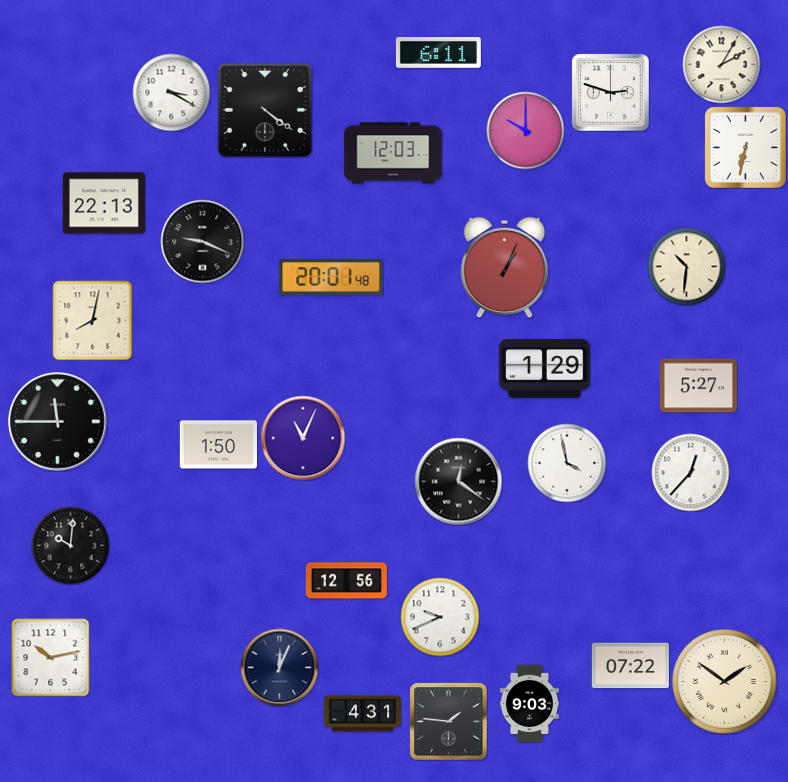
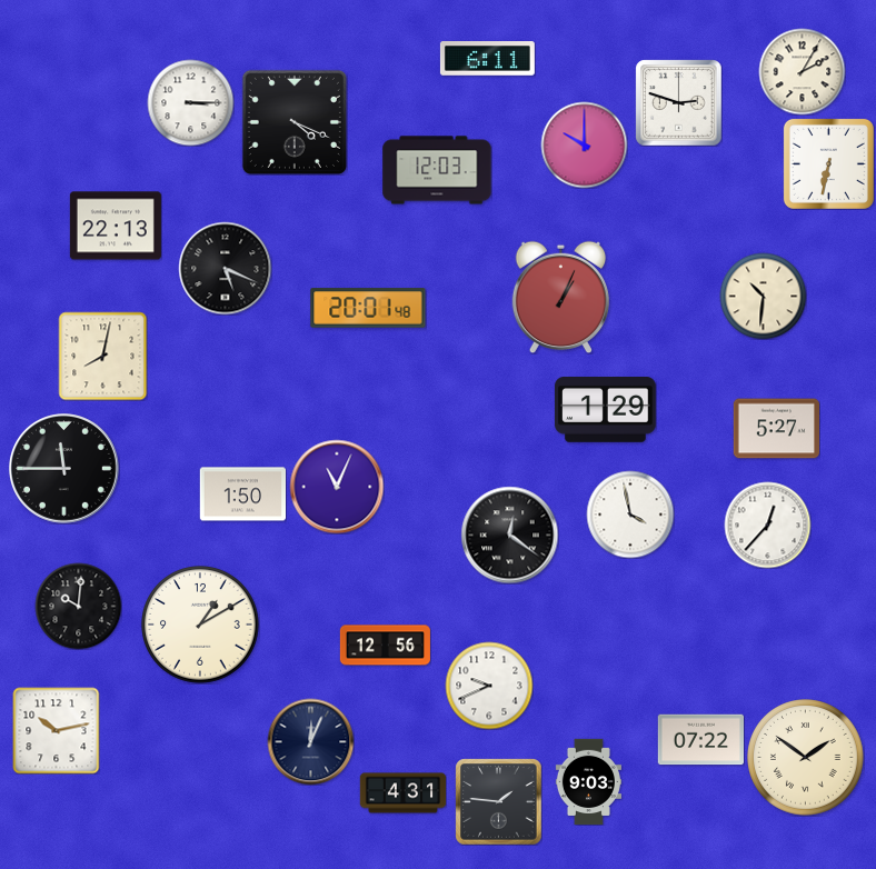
clock at (171, 92): 3:20 -> 3:15
clock at (265, 110): 4:21 -> 4:19
clock at (202, 241): 9:19 -> 5:19
clock at (200, 625): none -> 1:10
